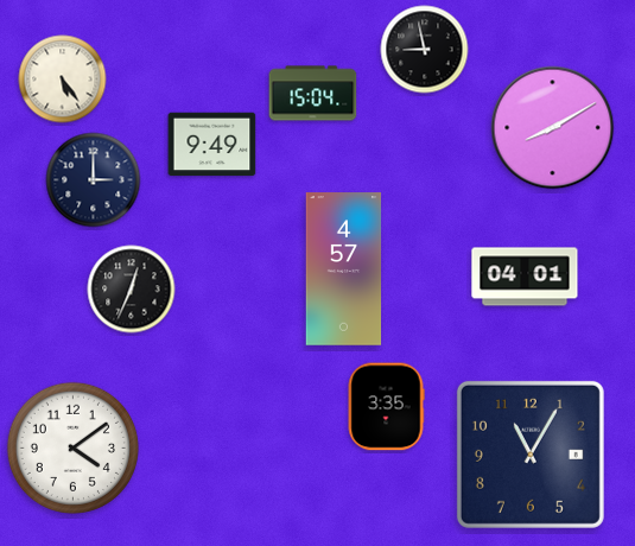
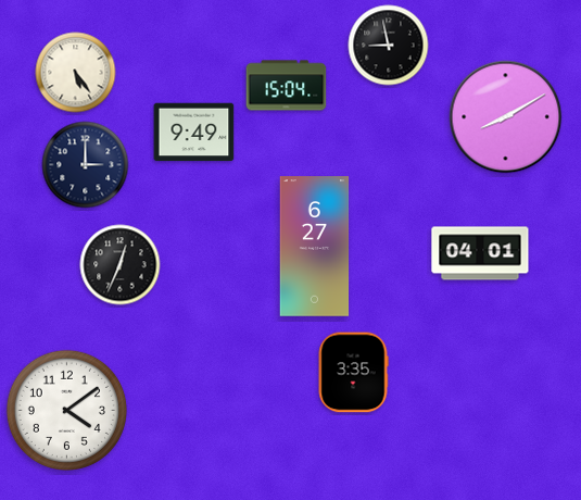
clock at (63, 80) position: (63, 80) -> (76, 73)
clock at (344, 269): 4:57 -> 6:27
clock at (531, 455): 11:05 -> none
